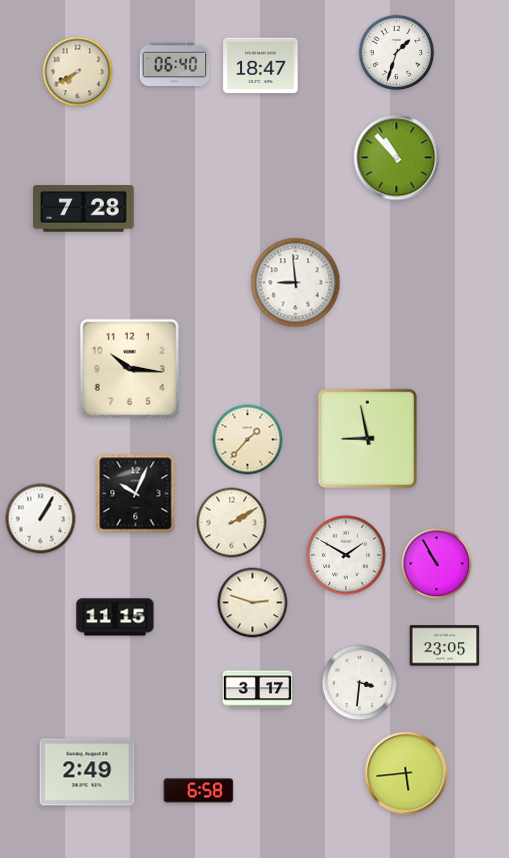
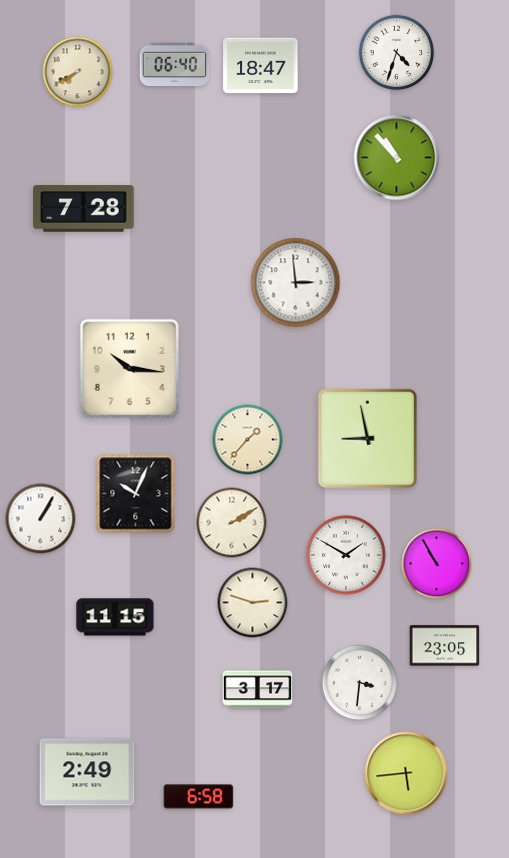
clock at (397, 53): 1:33 -> 4:33
clock at (296, 283): 8:59 -> 2:59
clock at (199, 791) position: (199, 791) -> (199, 797)
